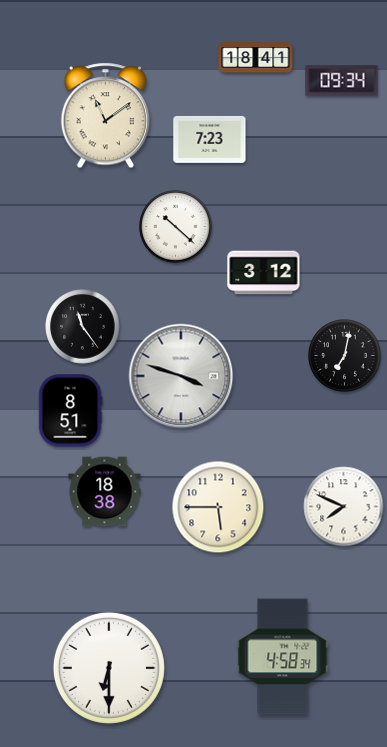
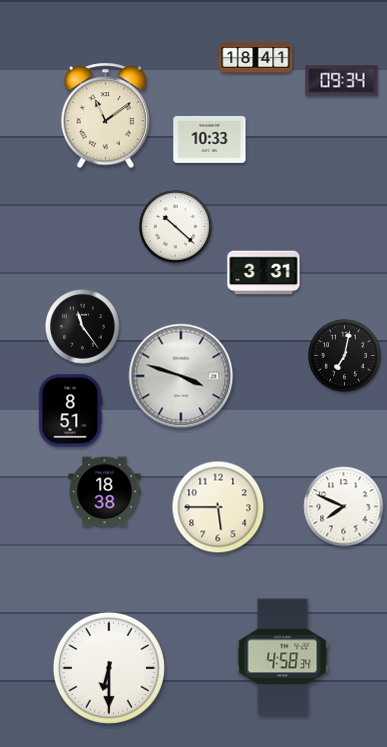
clock at (210, 139): 7:23 -> 10:33
clock at (264, 273): 3:12 -> 3:31
